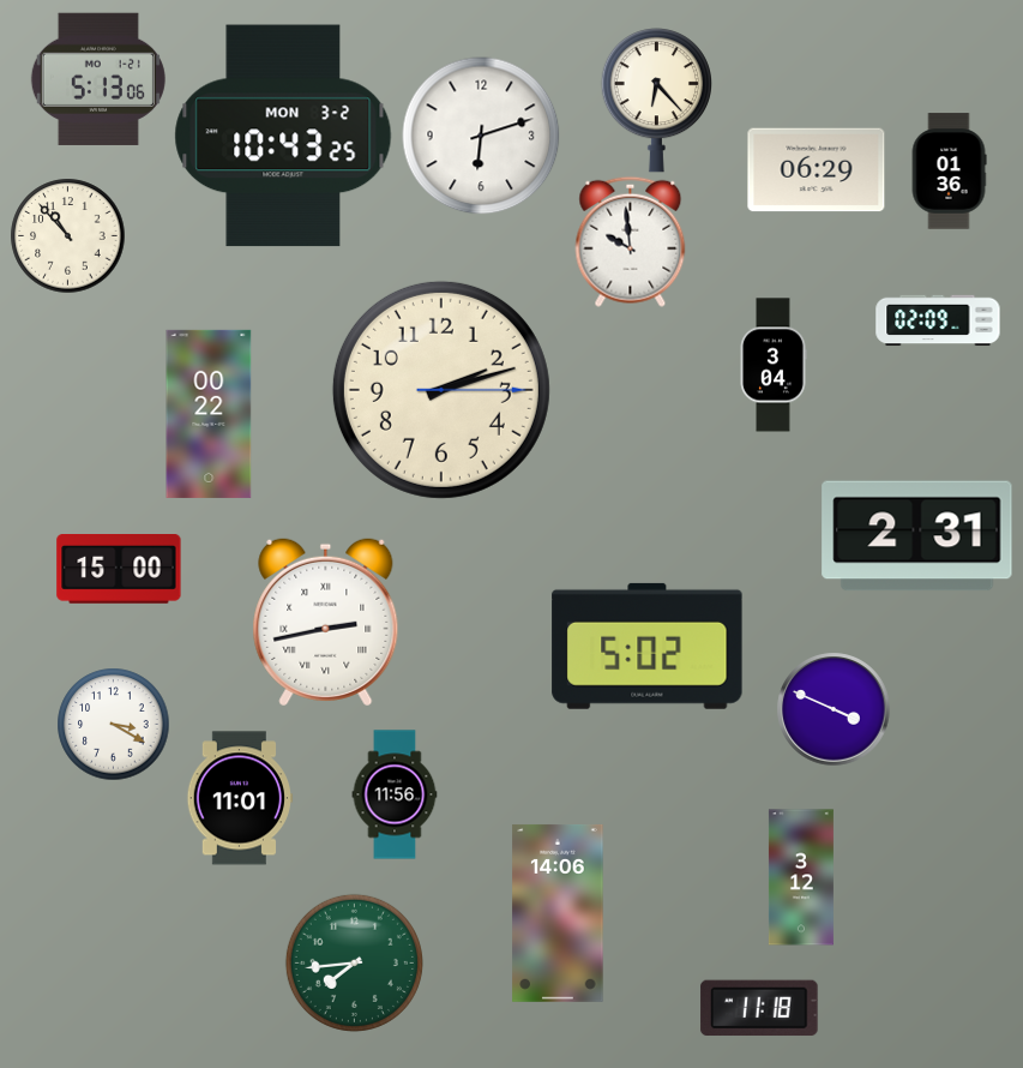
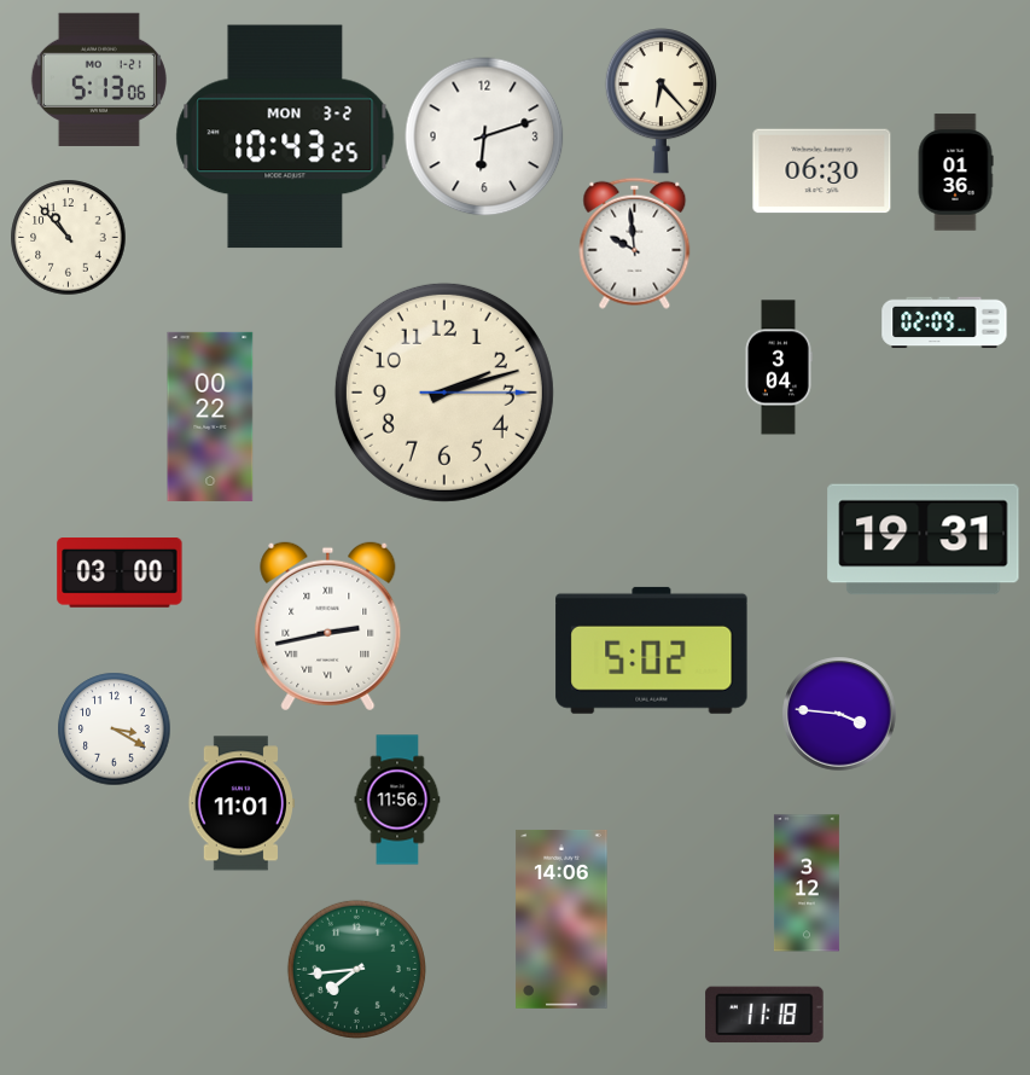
clock at (817, 170): 06:29 -> 06:30
clock at (917, 536): 2:31 -> 19:31
clock at (119, 570): 15:00 -> 03:00
clock at (834, 709): 3:49 -> 3:46
